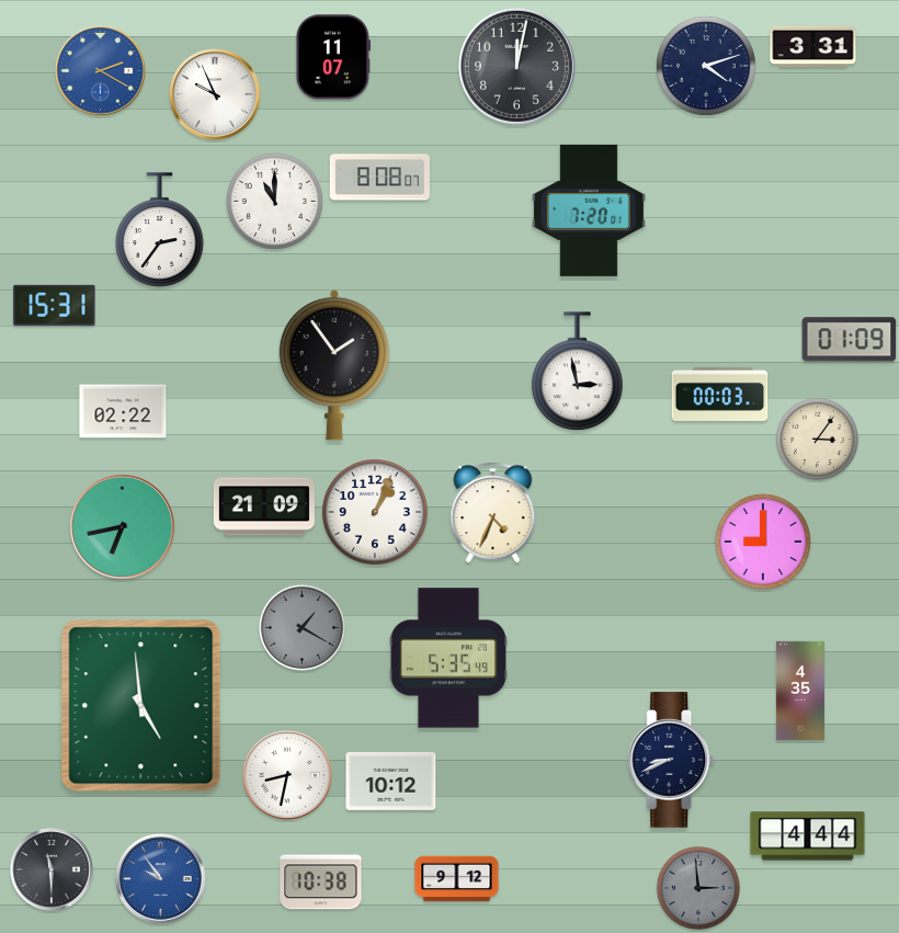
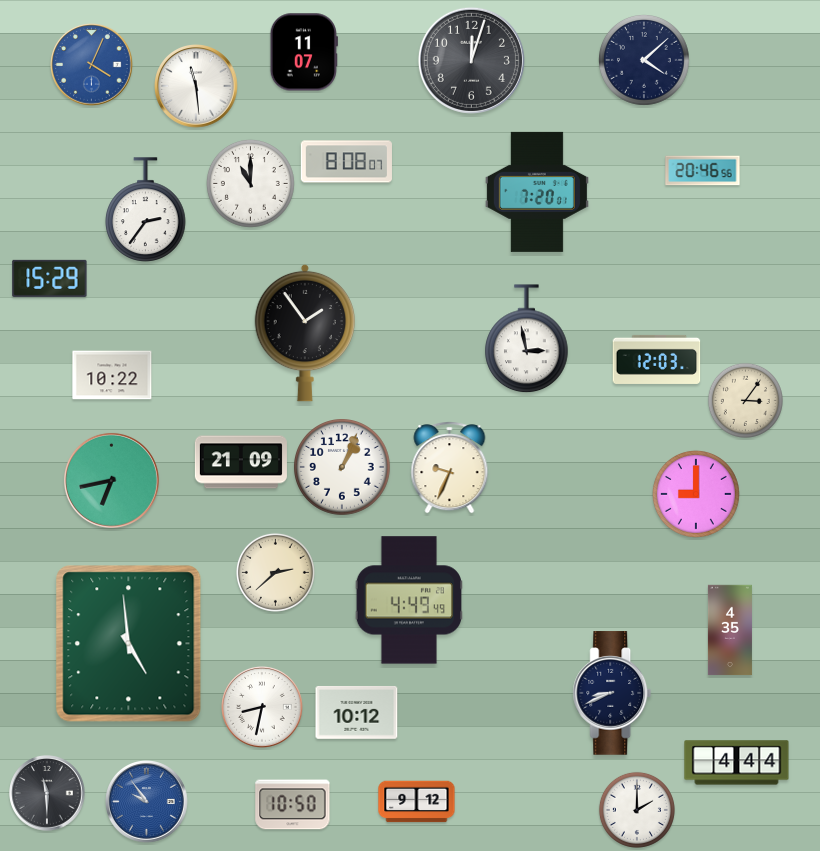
clock at (813, 47): 3:31 -> none
clock at (516, 66): 12:02 -> 12:03
clock at (707, 67): 4:12 -> 4:08
clock at (101, 71): 2:20 -> 4:04
clock at (216, 95): 9:56 -> 11:29
clock at (703, 171): none -> 20:46
clock at (55, 305): 15:31 -> 15:29
clock at (850, 340): 01:09 -> none
clock at (720, 394): 00:03 -> 12:03
clock at (123, 411): 02:22 -> 10:22
clock at (493, 513): 4:34 -> 9:34
clock at (301, 627): 1:20 -> 2:38
clock at (301, 627) dial: grey -> cream
clock at (447, 658): 5:35 -> 4:49
clock at (321, 883): 10:38 -> 10:50
clock at (698, 888): 2:59 -> 2:00
clock at (698, 888) dial: grey -> white
